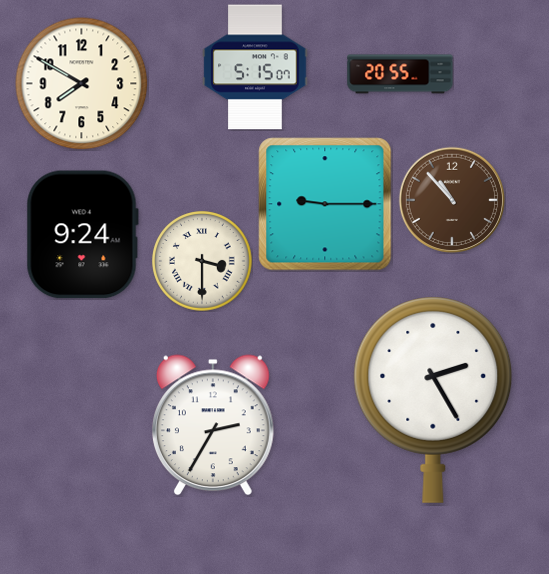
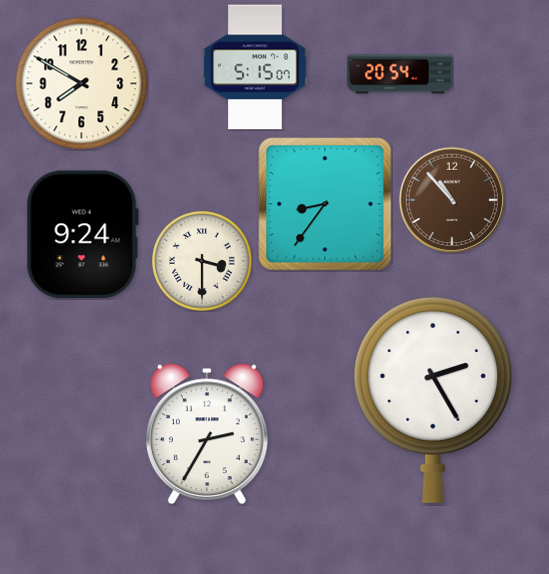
clock at (400, 74): 20:55 -> 20:54
clock at (325, 204): 9:15 -> 8:36
clock at (213, 425) position: (213, 425) -> (207, 434)
